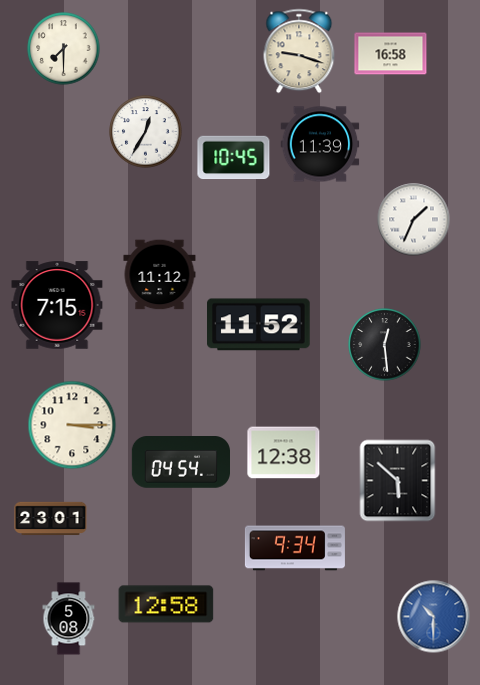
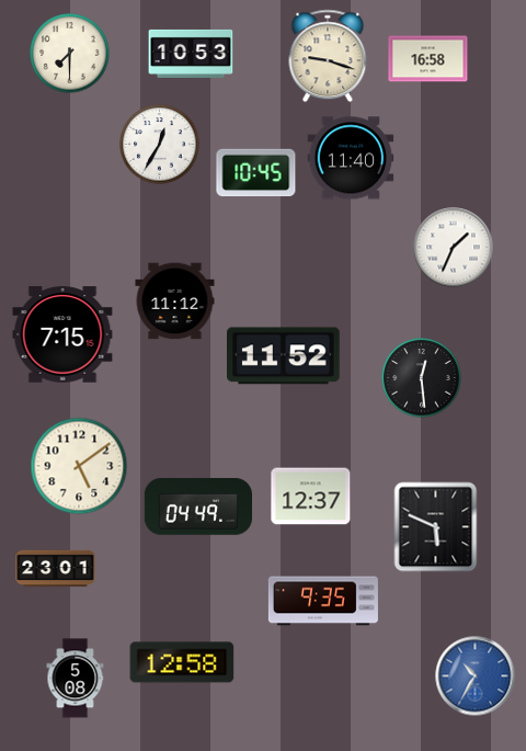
clock at (191, 54): none -> 10:53
clock at (320, 144): 11:39 -> 11:40
clock at (414, 220) position: (414, 220) -> (454, 248)
clock at (72, 425): 3:15 -> 5:09
clock at (284, 453): 12:38 -> 12:37
clock at (180, 462): 04:54 -> 04:49
clock at (398, 481): 5:52 -> 5:49
clock at (295, 548): 9:34 -> 9:35
clock at (434, 617): 10:30 -> 10:35
